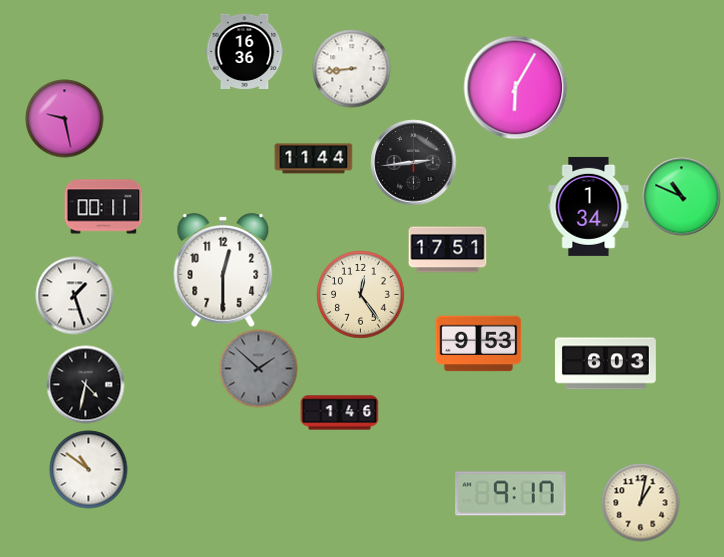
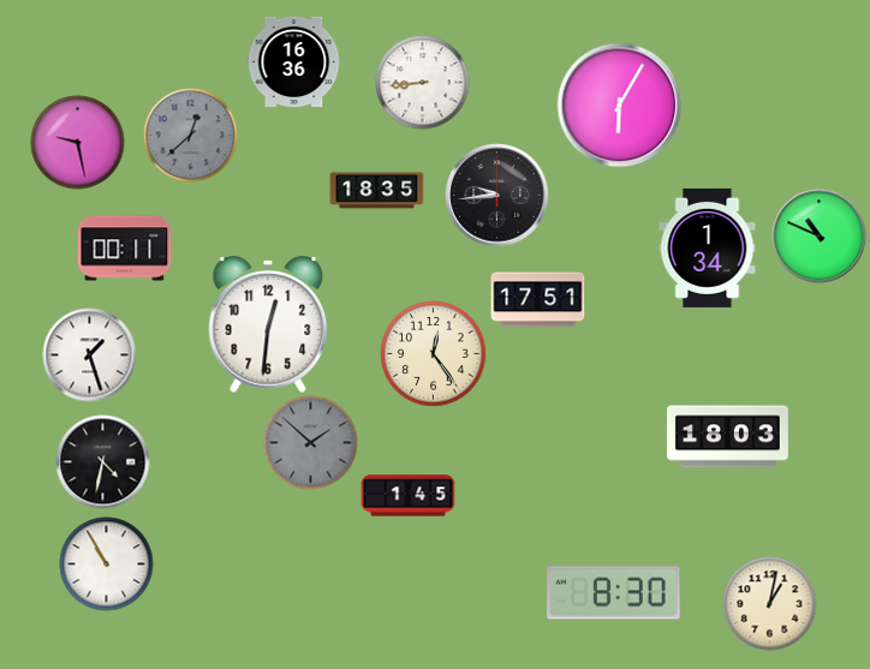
clock at (190, 135): none -> 12:38
clock at (313, 159): 11:44 -> 18:35
clock at (413, 162): 2:44 -> 9:44
clock at (223, 271): 12:30 -> 12:31
clock at (478, 344): 9:53 -> none
clock at (605, 364): 6:03 -> 18:03
clock at (339, 413): 1:46 -> 1:45
clock at (88, 469): 10:51 -> 10:55
clock at (511, 494): 9:17 -> 8:30
